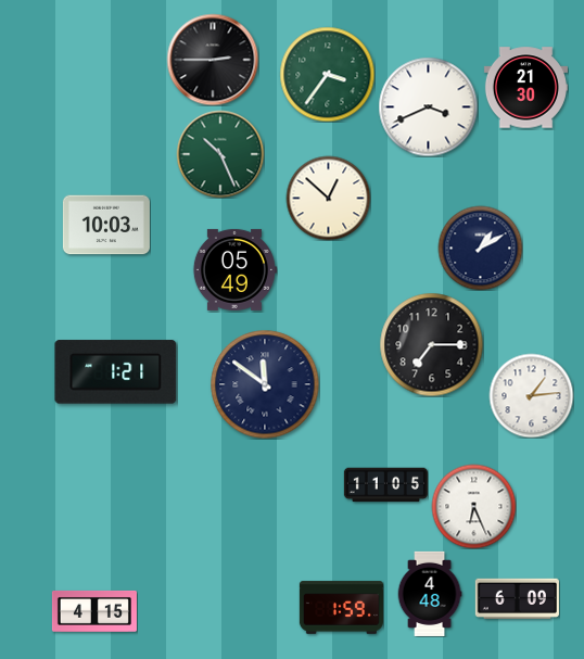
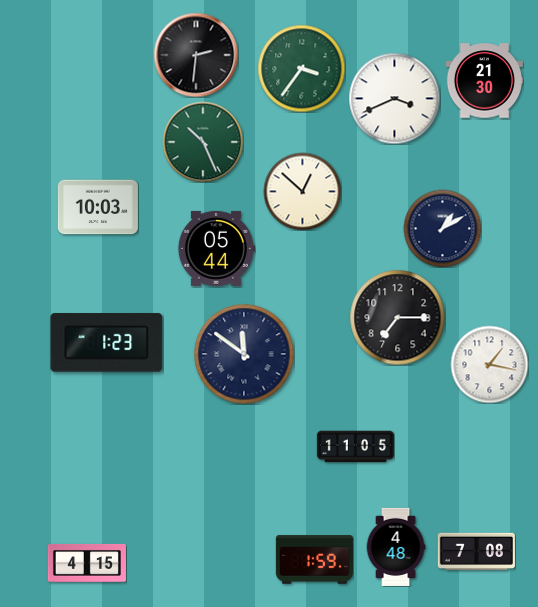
clock at (213, 60): 2:45 -> 2:31
clock at (328, 198) position: (328, 198) -> (302, 191)
clock at (234, 269): 05:49 -> 05:44
clock at (116, 372): 1:21 -> 1:23
clock at (531, 395): 1:14 -> 1:17
clock at (473, 506): 6:26 -> none
clock at (517, 598): 6:09 -> 7:08
